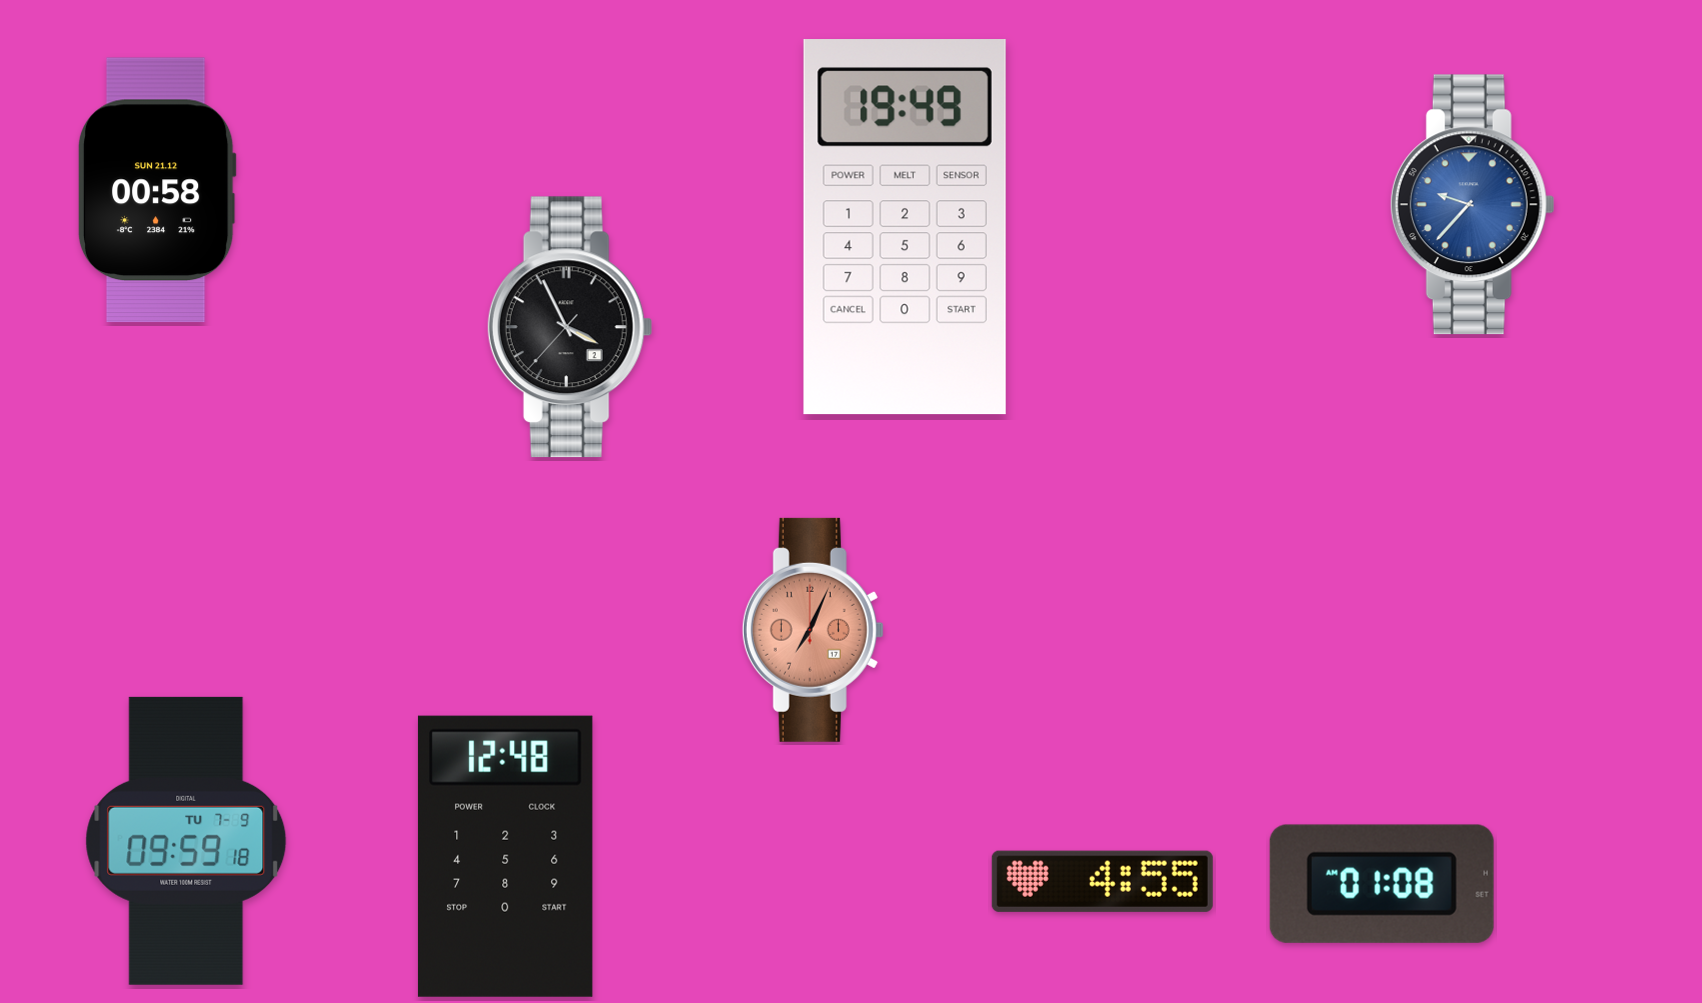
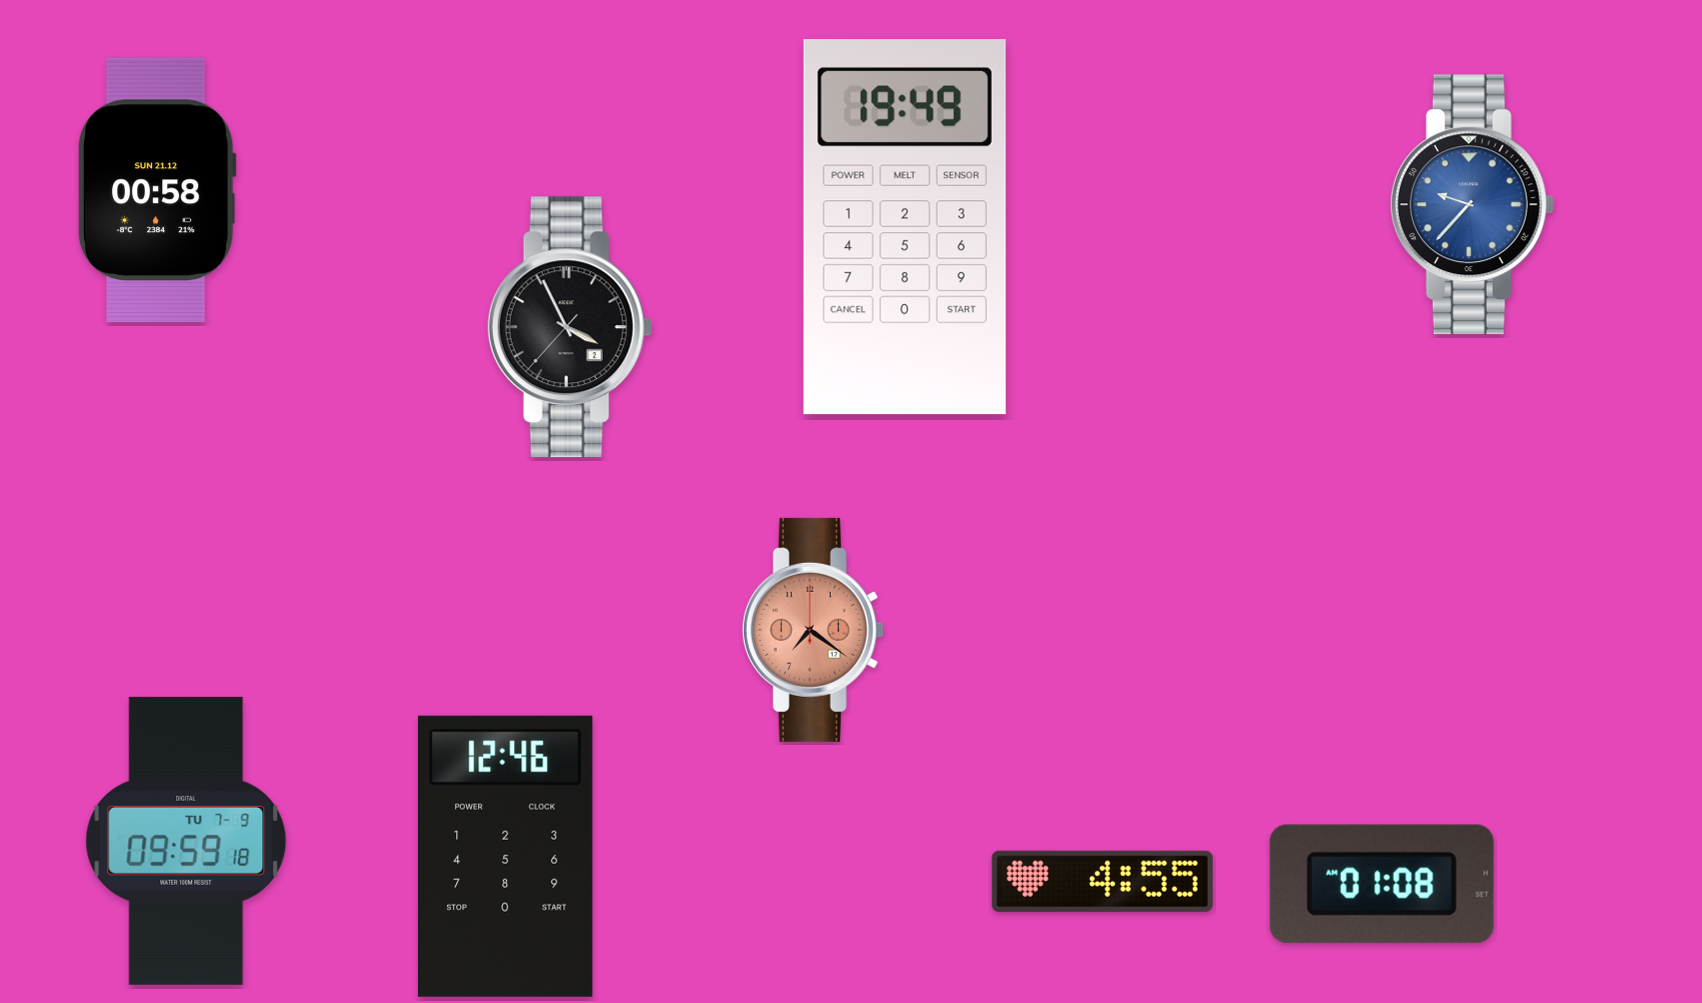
clock at (813, 630): 7:04 -> 7:21
clock at (505, 856): 12:48 -> 12:46
